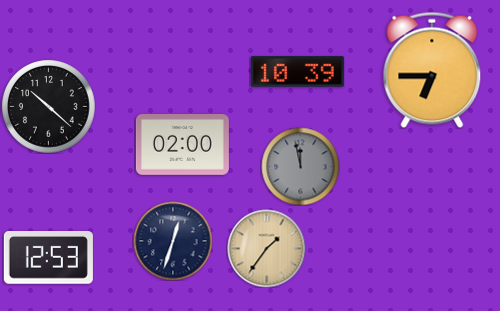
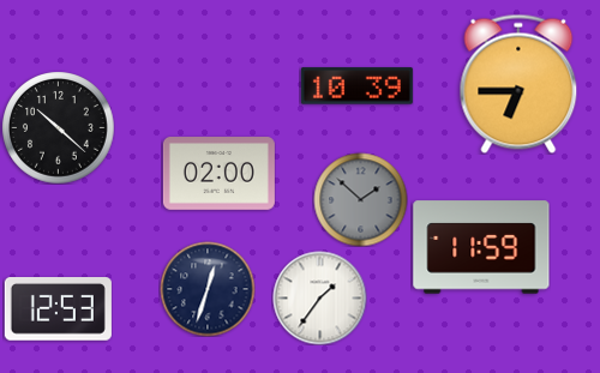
clock at (300, 166): 11:58 -> 1:52
clock at (481, 247): none -> 11:59
clock at (266, 248) dial: champagne -> white
